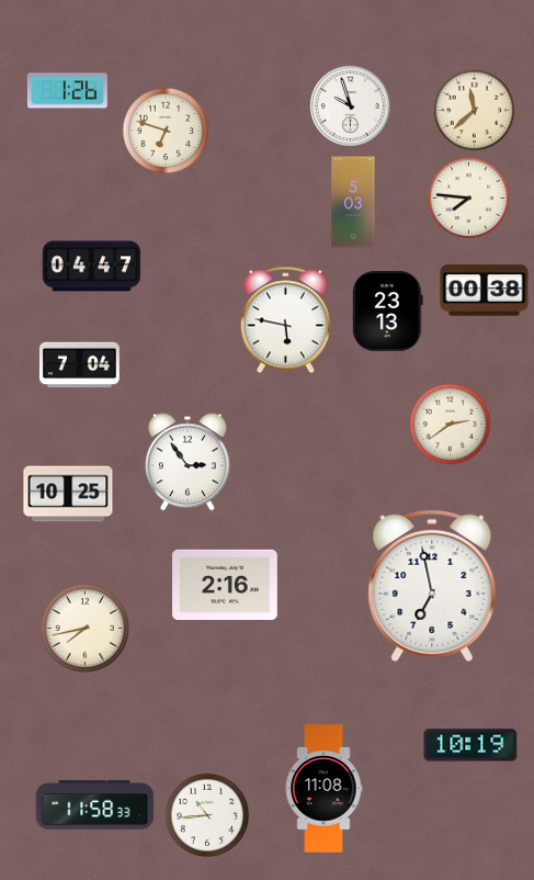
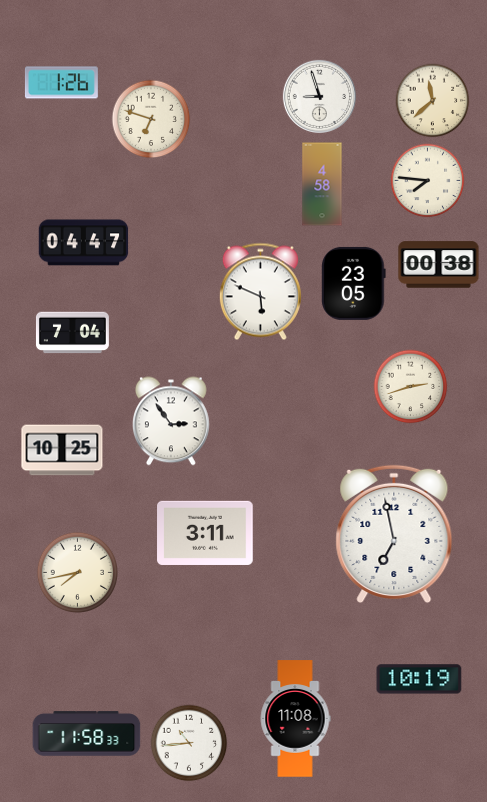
clock at (350, 105): 9:57 -> 8:57
clock at (353, 202): 5:03 -> 4:58
clock at (485, 291) position: (485, 291) -> (439, 265)
clock at (388, 311): 23:13 -> 23:05
clock at (285, 320): 5:47 -> 5:49
clock at (451, 425): 2:39 -> 2:42
clock at (225, 585): 2:16 -> 3:11
clock at (470, 745) position: (470, 745) -> (419, 679)
